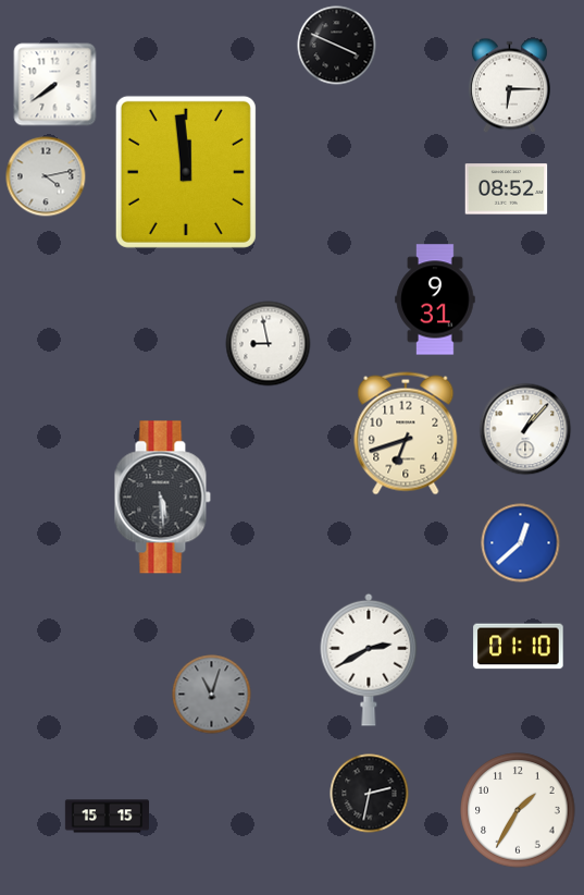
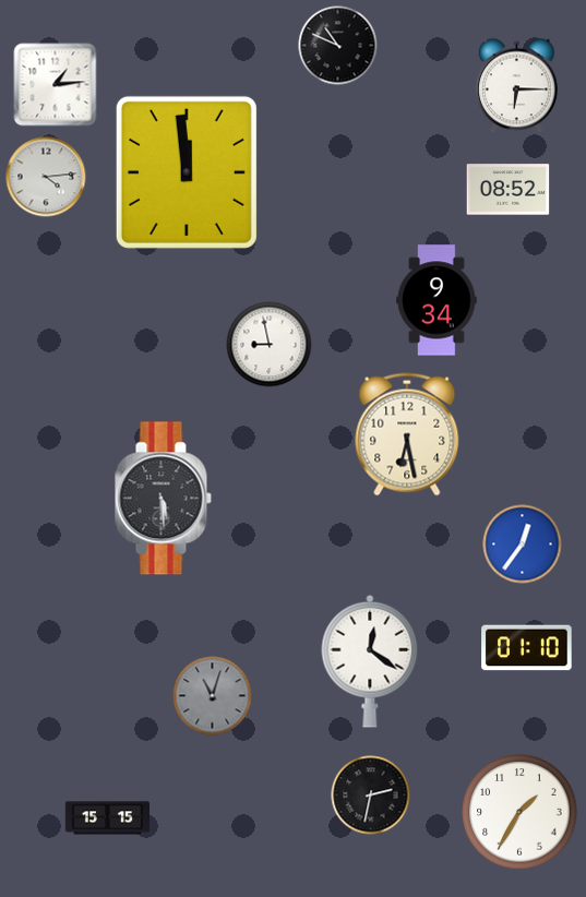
clock at (337, 46): 3:49 -> 10:49
clock at (55, 85): 7:39 -> 1:14
clock at (509, 86) position: (509, 86) -> (516, 86)
clock at (46, 176): 4:13 -> 4:14
clock at (435, 299): 9:31 -> 9:34
clock at (525, 429): 1:07 -> none
clock at (406, 433): 6:42 -> 6:28
clock at (521, 543): 12:38 -> 12:36
clock at (519, 647) position: (519, 647) -> (527, 648)
clock at (369, 660): 2:40 -> 12:21
